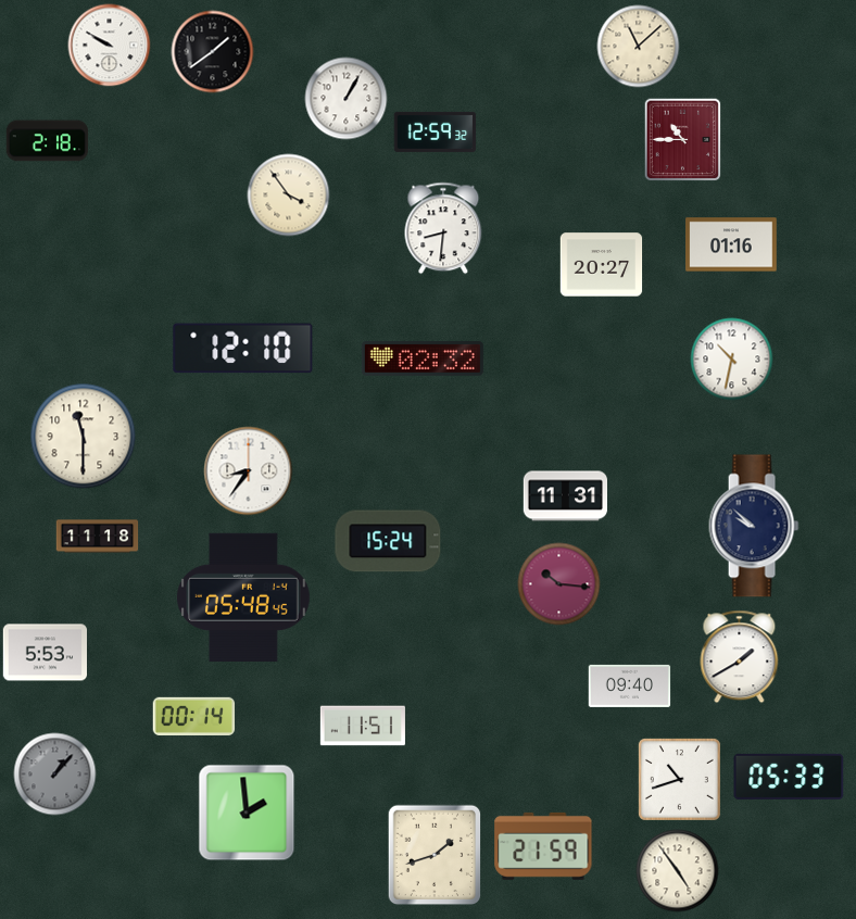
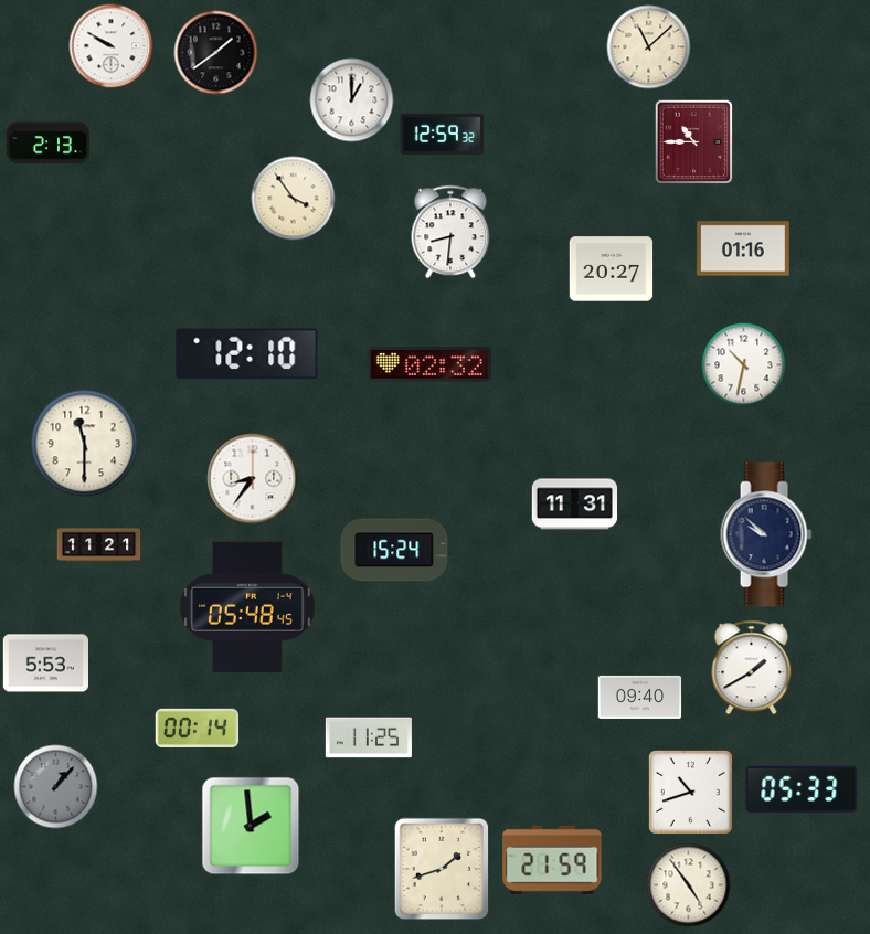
clock at (347, 99): 1:05 -> 1:00
clock at (48, 141): 2:18 -> 2:13
clock at (98, 537): 11:18 -> 11:21
clock at (559, 584): 10:16 -> none
clock at (363, 726): 11:51 -> 11:25
